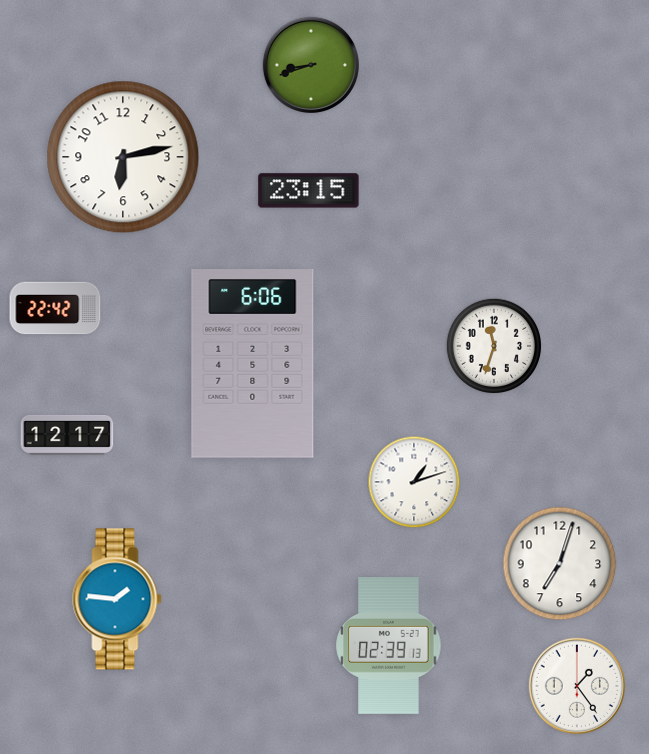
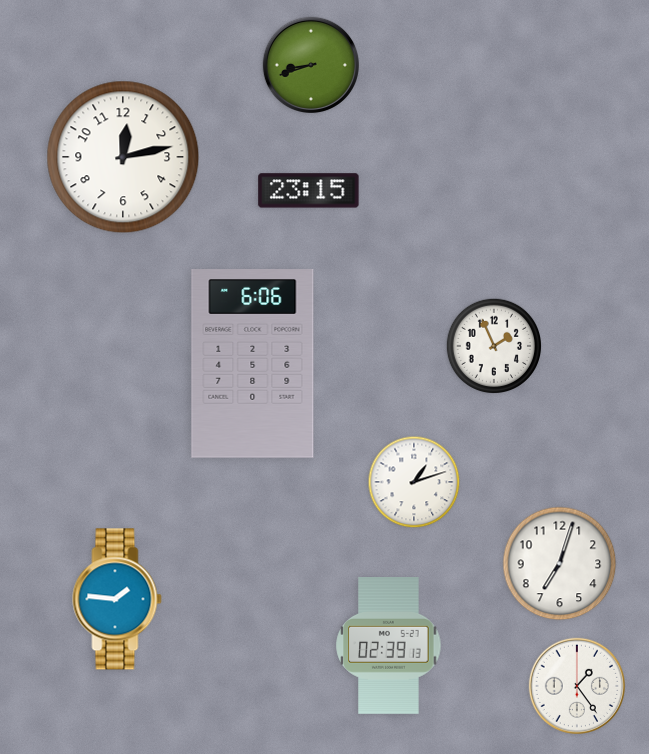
clock at (123, 157): 6:13 -> 12:13
clock at (55, 308): 22:42 -> none
clock at (493, 345): 11:33 -> 1:56
clock at (67, 435): 12:17 -> none
